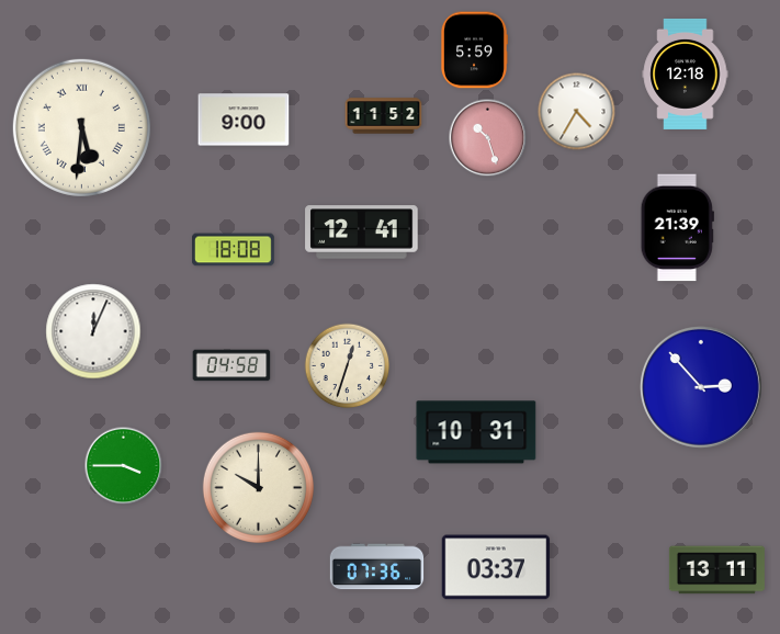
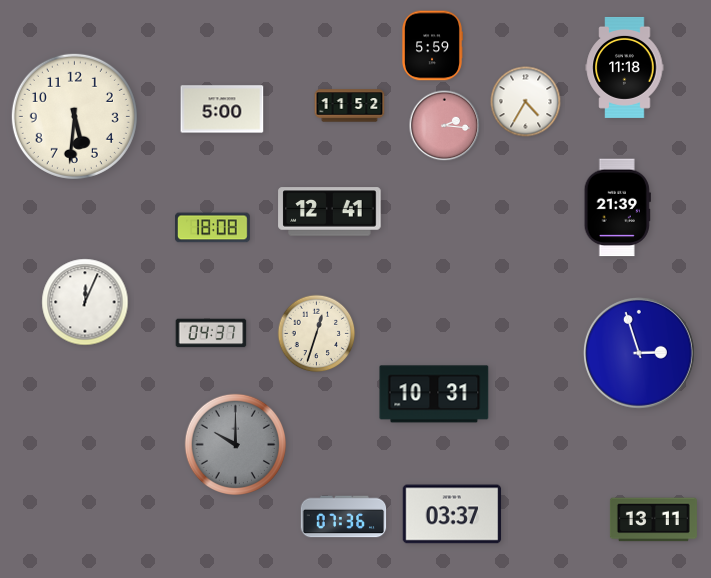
clock at (686, 73): 12:18 -> 11:18
clock at (244, 120): 9:00 -> 5:00
clock at (81, 127) numerals: Roman -> Arabic
clock at (488, 138): 10:27 -> 2:16
clock at (231, 365): 04:58 -> 04:37
clock at (701, 387): 2:53 -> 2:57
clock at (124, 466): 3:45 -> none
clock at (258, 487) dial: cream -> grey
clock at (496, 567) position: (496, 567) -> (452, 514)
